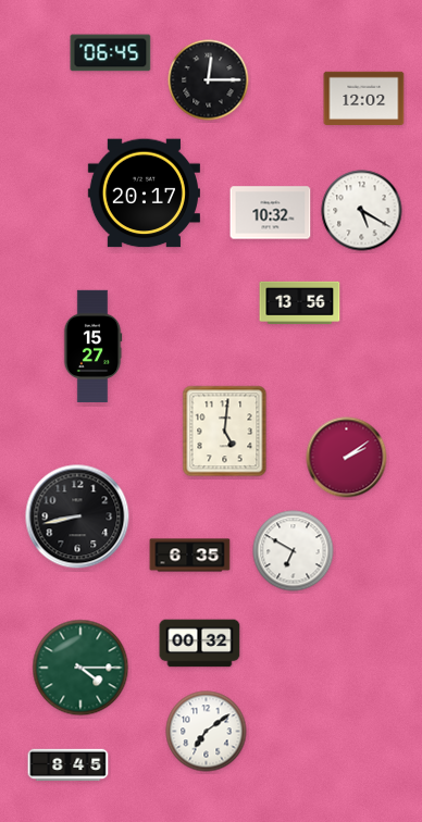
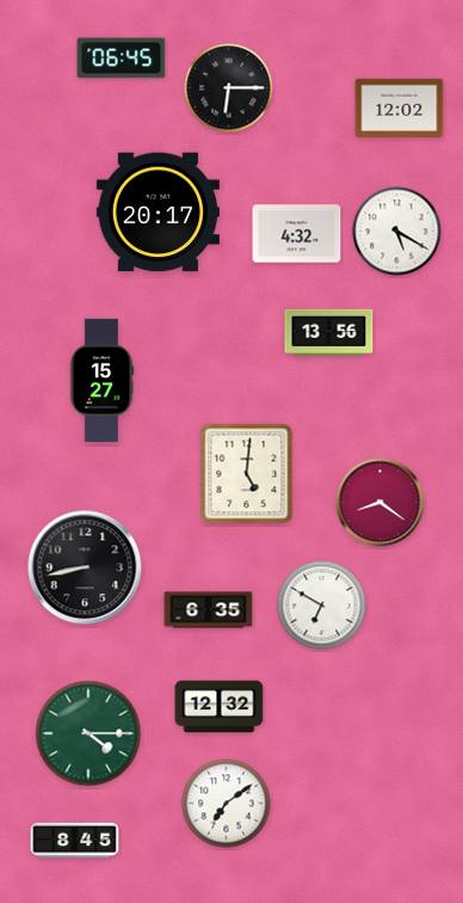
clock at (209, 80): 12:15 -> 6:15
clock at (271, 213): 10:32 -> 4:32
clock at (347, 458): 2:09 -> 8:21
clock at (200, 644): 00:32 -> 12:32
